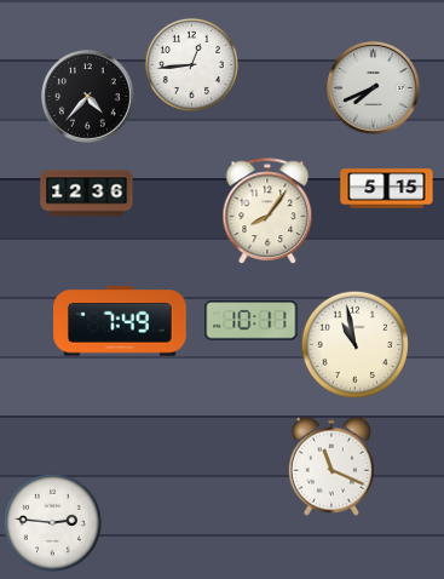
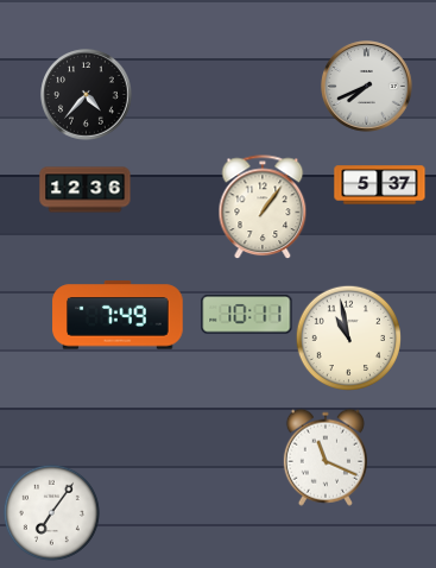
clock at (191, 64): 12:44 -> none
clock at (387, 189): 5:15 -> 5:37
clock at (267, 211): 8:06 -> 1:06
clock at (52, 522): 2:46 -> 7:06
